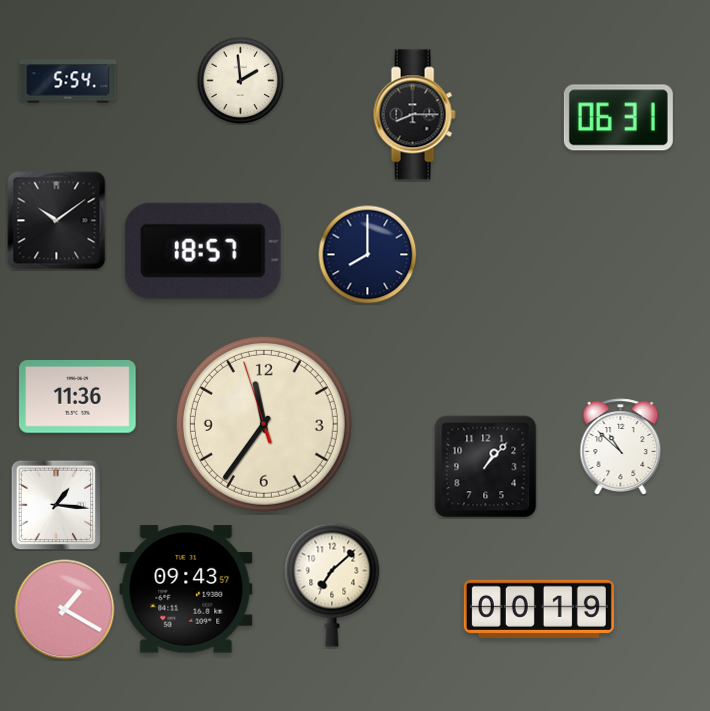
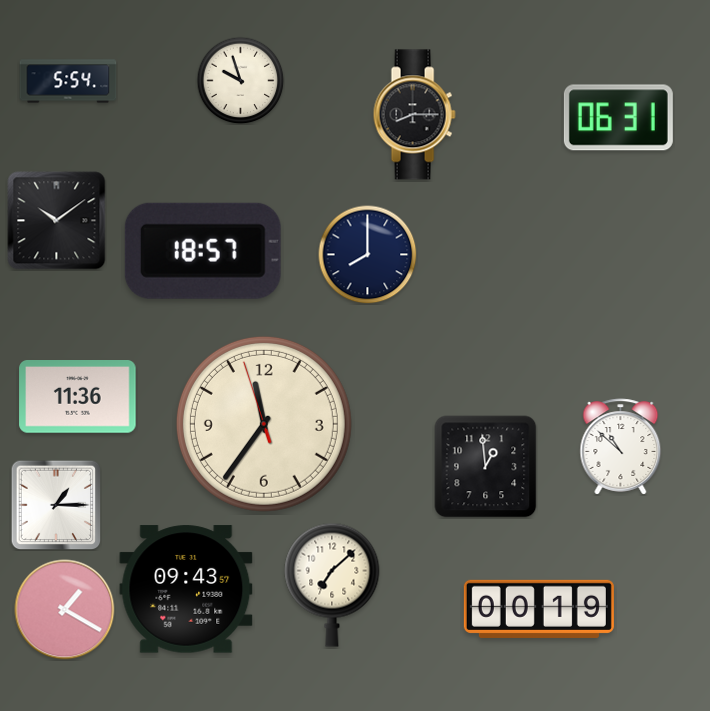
clock at (240, 80): 1:59 -> 9:57
clock at (486, 467): 1:07 -> 12:59
clock at (56, 505): 1:16 -> 1:15
